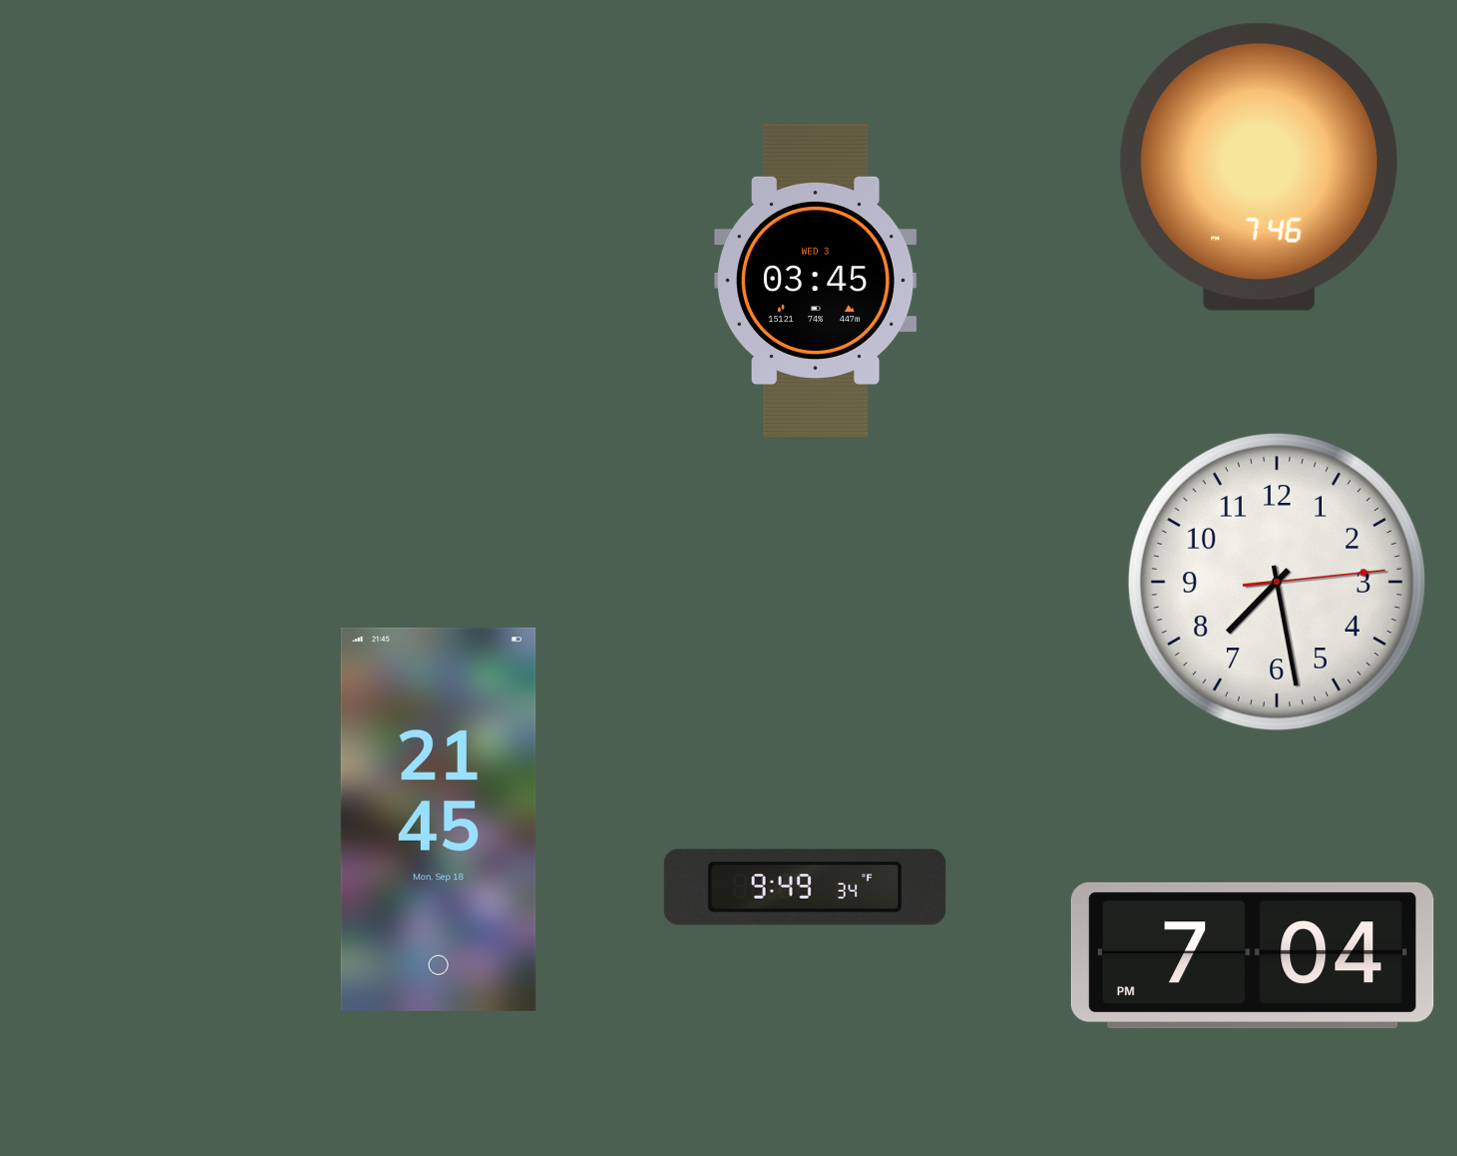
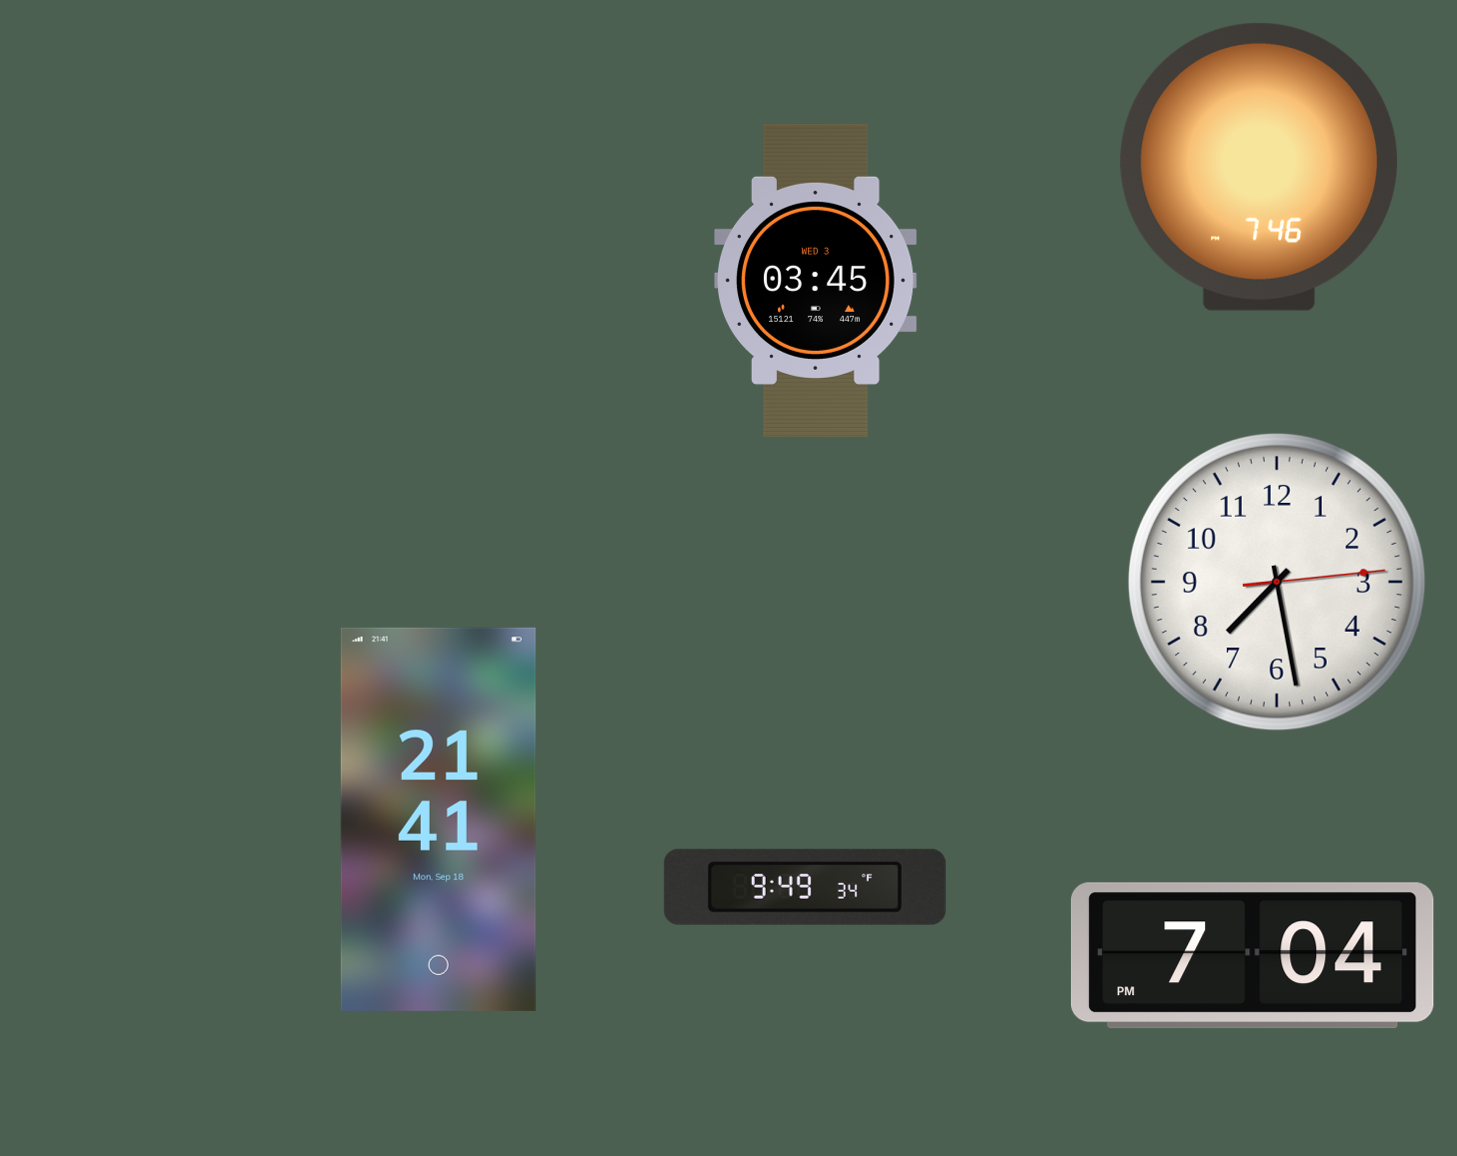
clock at (438, 819): 21:45 -> 21:41
